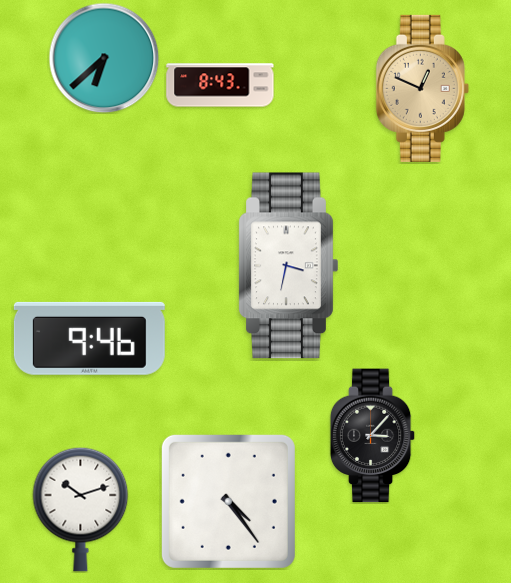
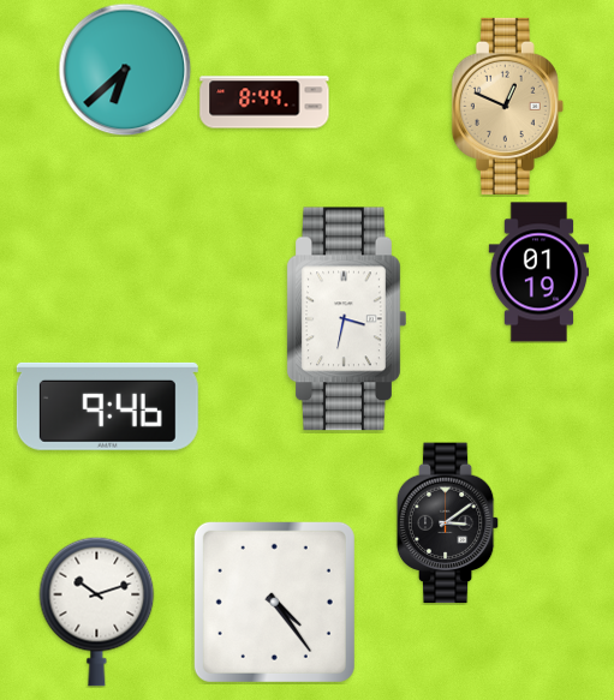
clock at (220, 85): 8:43 -> 8:44
clock at (538, 273): none -> 01:19
clock at (373, 436): 3:07 -> 3:09
